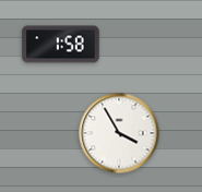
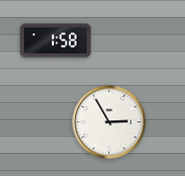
clock at (119, 133): 3:55 -> 2:55
